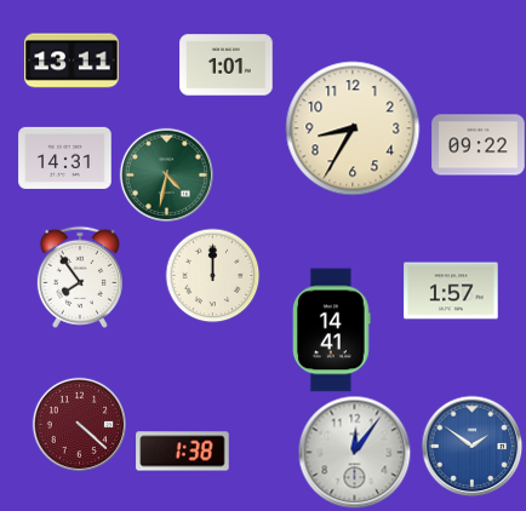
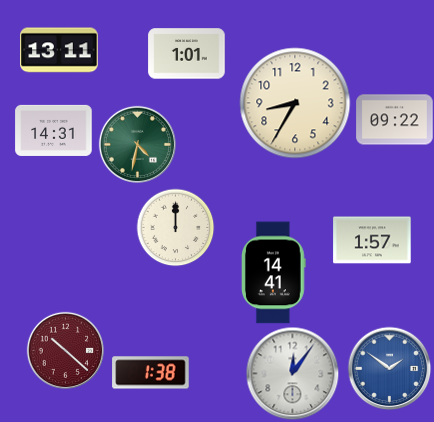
clock at (353, 128) position: (353, 128) -> (295, 103)
clock at (80, 277): 7:54 -> none
clock at (79, 424): 4:22 -> 10:22
